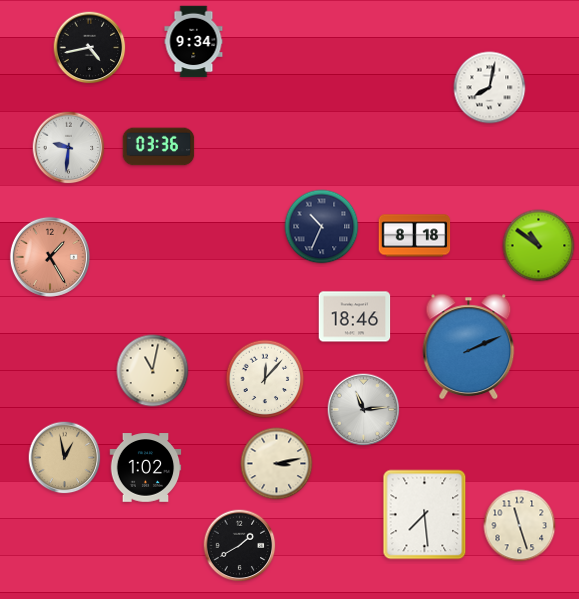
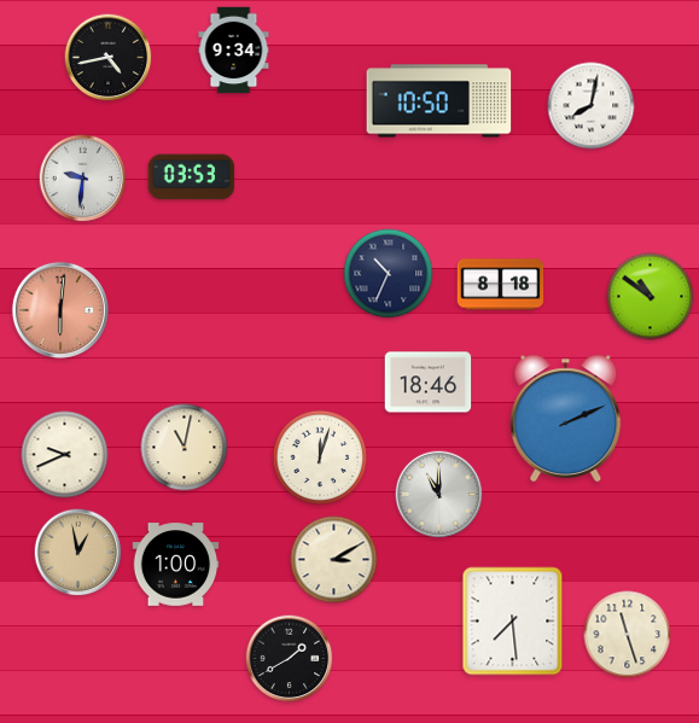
clock at (439, 101): none -> 10:50
clock at (159, 147): 03:36 -> 03:53
clock at (50, 257): 1:25 -> 6:01
clock at (65, 455): none -> 9:41
clock at (265, 379): 12:07 -> 12:03
clock at (364, 410): 11:14 -> 11:00
clock at (277, 464): 3:13 -> 3:10
clock at (146, 468): 1:02 -> 1:00
